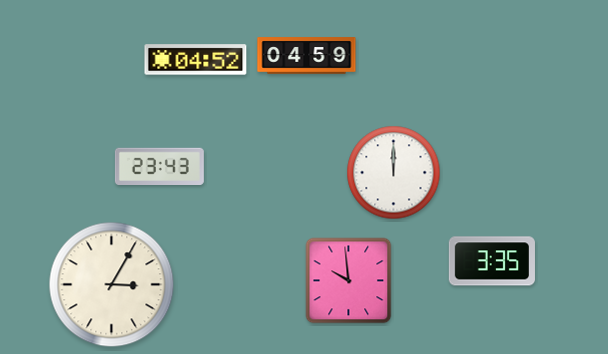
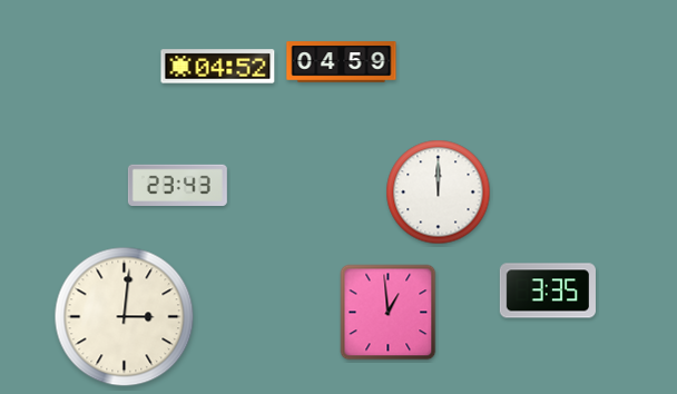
clock at (349, 281): 9:59 -> 12:59
clock at (112, 285): 3:05 -> 3:01
